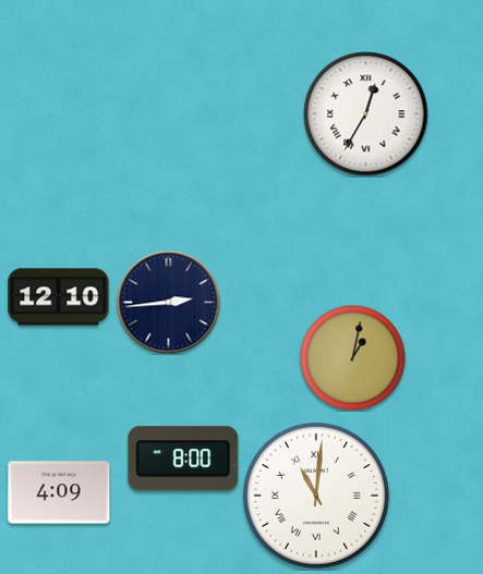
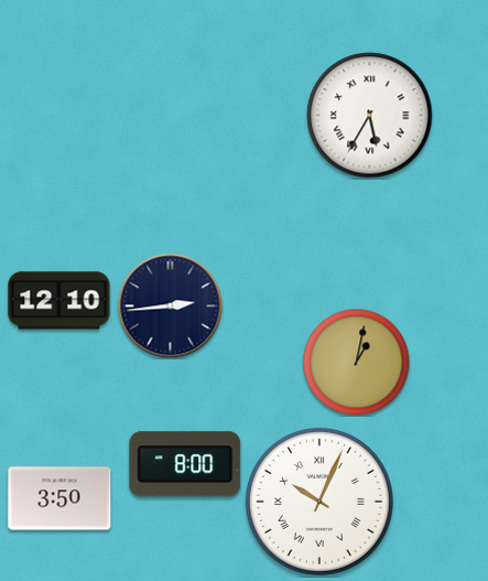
clock at (366, 114): 12:35 -> 5:35
clock at (59, 492): 4:09 -> 3:50
clock at (316, 496): 11:01 -> 10:04
